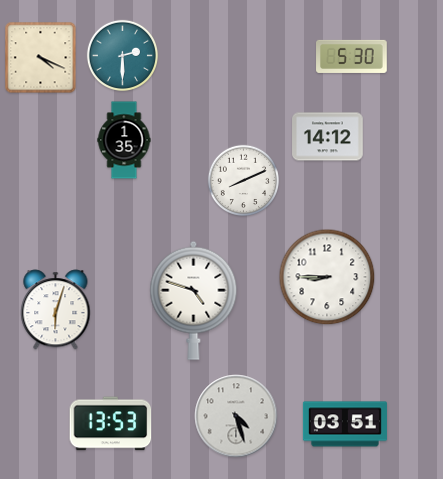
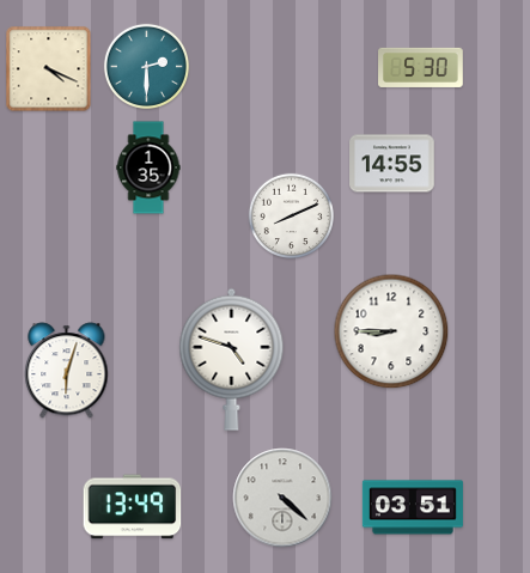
clock at (328, 137): 14:12 -> 14:55
clock at (236, 416): 4:27 -> 4:22
clock at (111, 424): 13:53 -> 13:49
